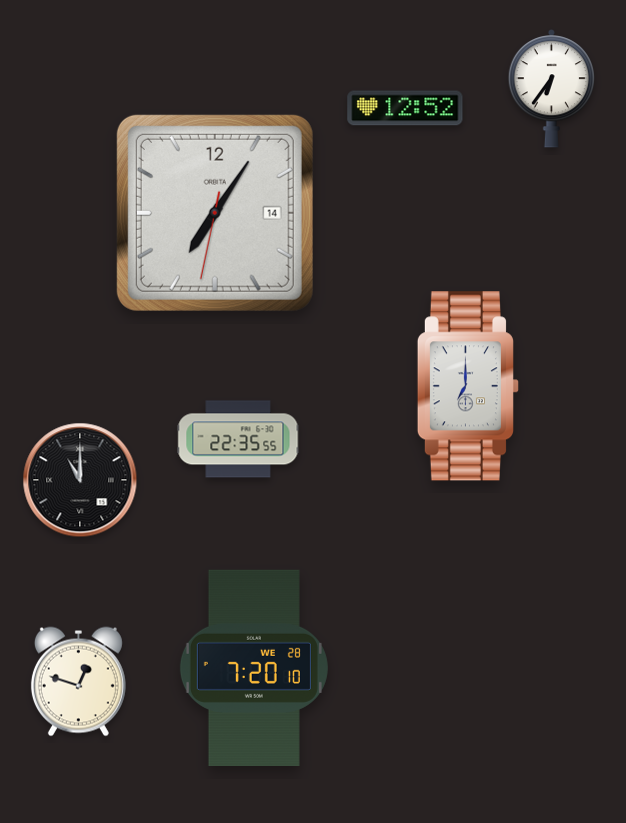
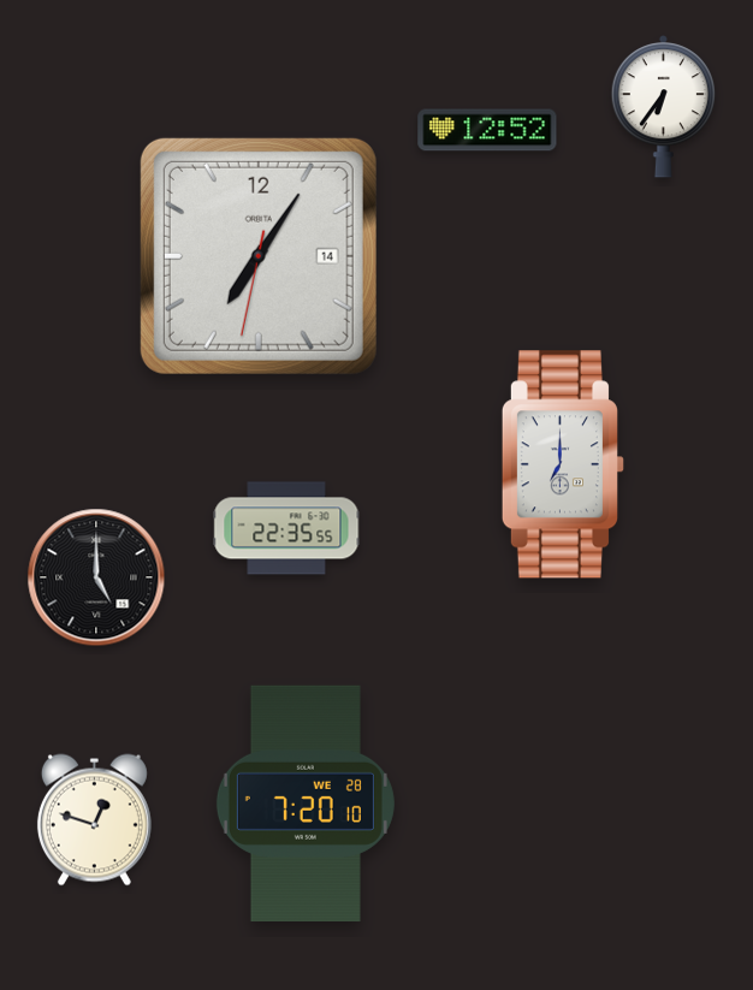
clock at (80, 480): 11:00 -> 5:00
